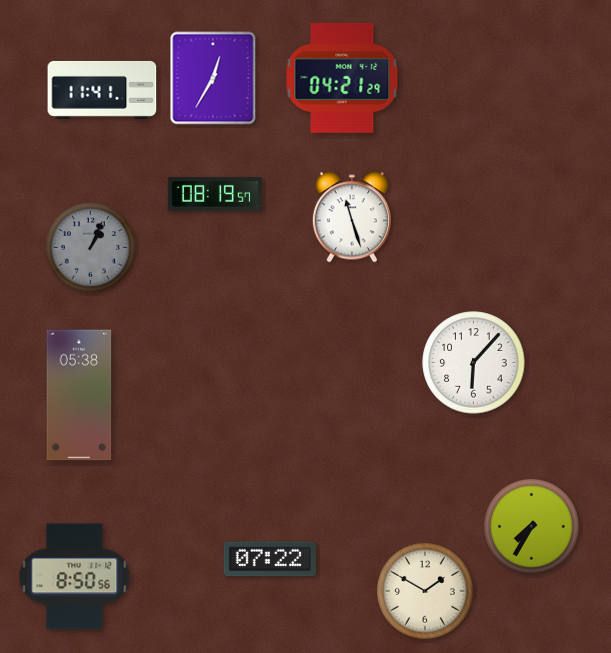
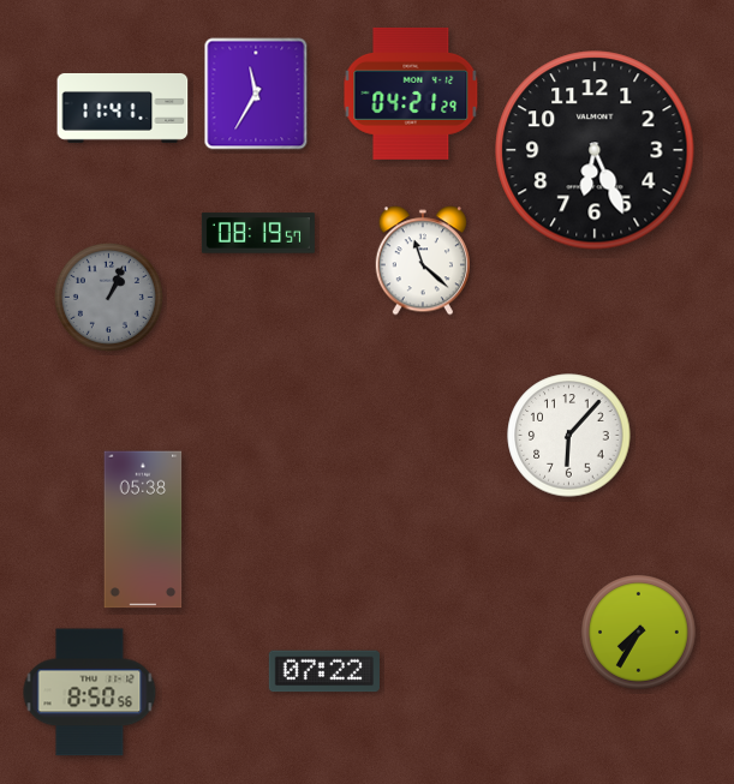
clock at (213, 78): 12:35 -> 11:35
clock at (595, 150): none -> 6:26
clock at (352, 217): 11:27 -> 11:22
clock at (79, 395) position: (79, 395) -> (143, 529)
clock at (426, 592): 1:50 -> none
